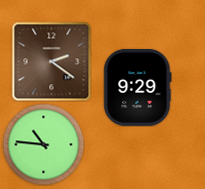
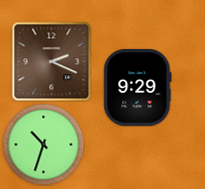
clock at (51, 61): 2:21 -> 2:19
clock at (43, 144): 10:46 -> 10:33
